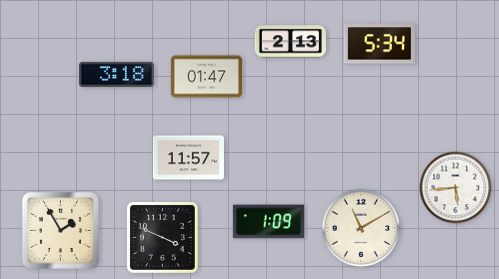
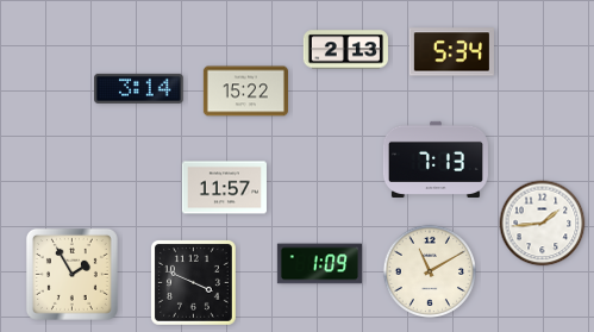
clock at (117, 74): 3:18 -> 3:14
clock at (206, 77): 01:47 -> 15:22
clock at (436, 158): none -> 7:13
clock at (456, 188): 5:44 -> 1:44
